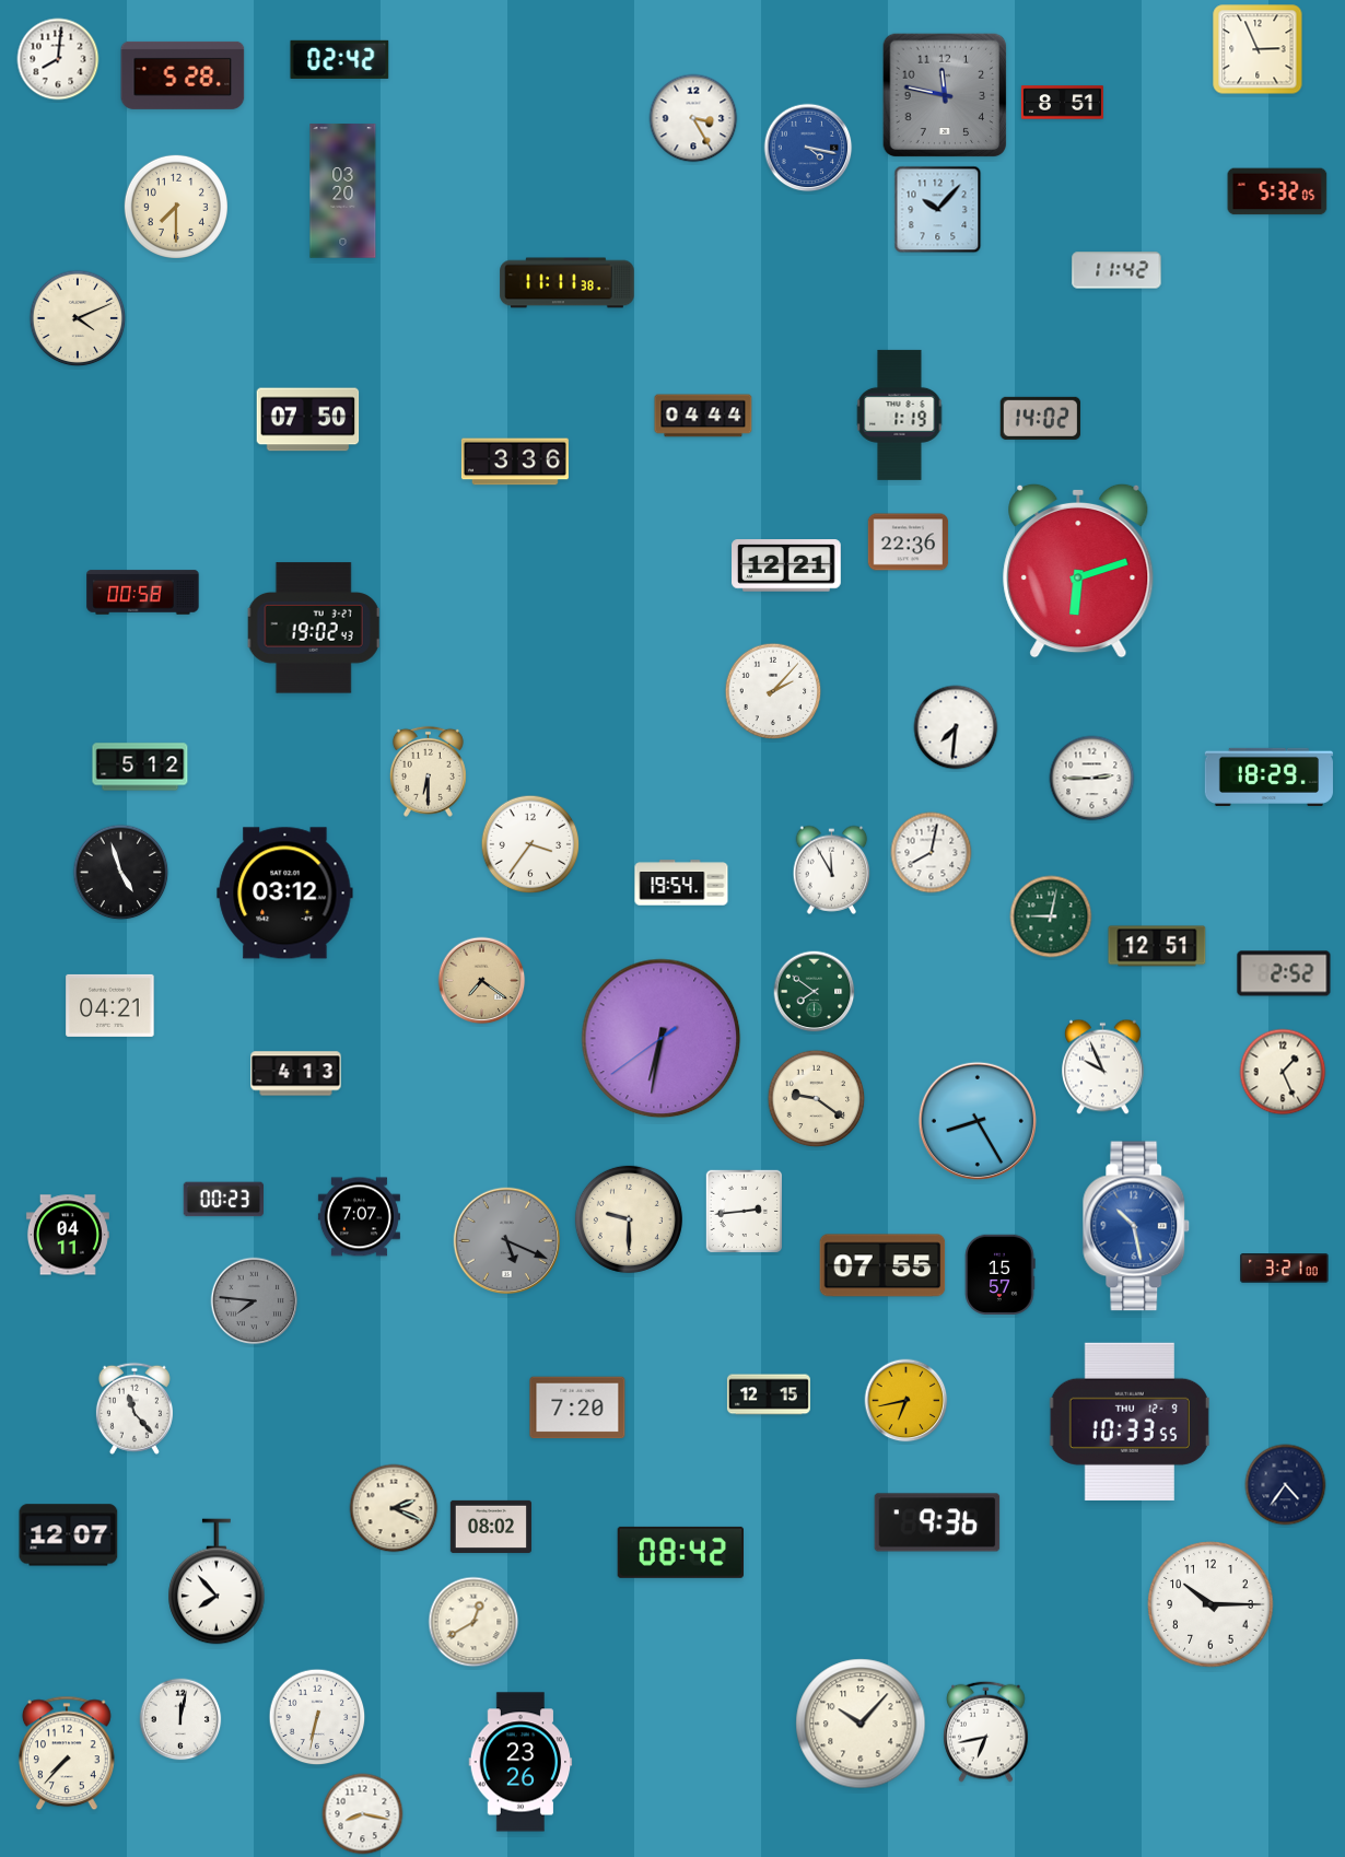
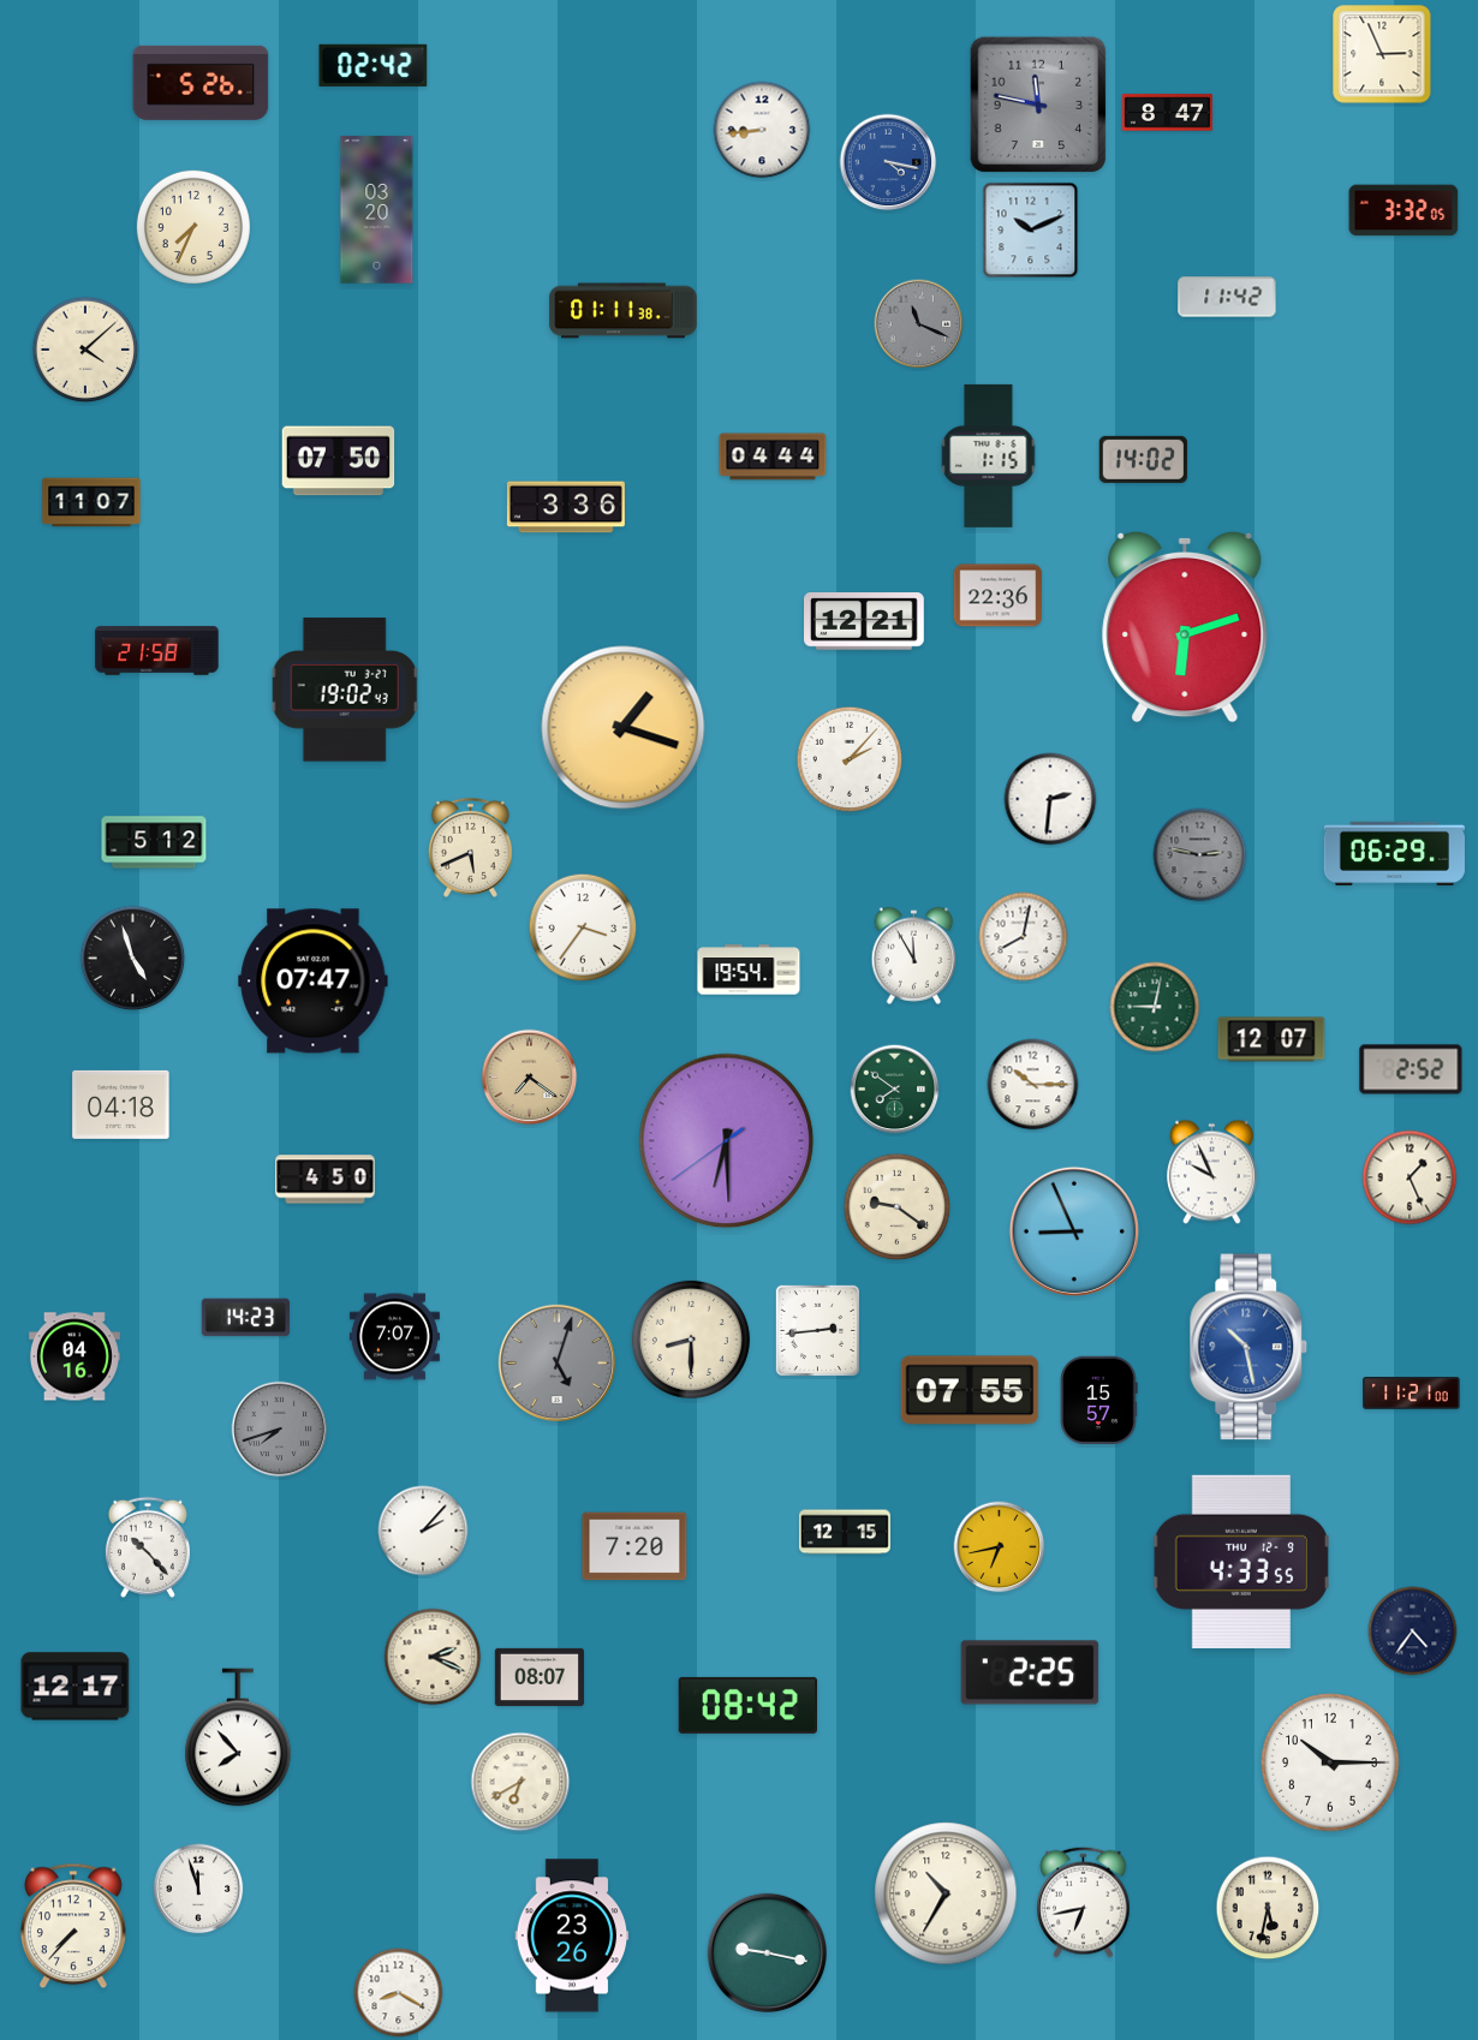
clock at (58, 59): 8:01 -> none
clock at (183, 75): 5:28 -> 5:26
clock at (1062, 103): 8:51 -> 8:47
clock at (693, 118): 3:25 -> 8:44
clock at (1277, 191): 5:32 -> 3:32
clock at (176, 207): 7:30 -> 7:34
clock at (938, 210): 10:07 -> 10:11
clock at (568, 283): 11:11 -> 01:11
clock at (919, 324): none -> 11:19
clock at (78, 318): 4:11 -> 4:08
clock at (900, 414): 1:19 -> 1:15
clock at (91, 502): none -> 11:07
clock at (143, 593): 00:58 -> 21:58
clock at (624, 728): none -> 1:18
clock at (956, 727): 7:31 -> 2:31
clock at (428, 771): 6:30 -> 5:41
clock at (1268, 776): 18:29 -> 06:29
clock at (1092, 779): 2:45 -> 2:47
clock at (1092, 779) dial: white -> grey
clock at (285, 894): 03:12 -> 07:47
clock at (1157, 946): 12:51 -> 12:07
clock at (1033, 1085): none -> 10:15
clock at (110, 1005): 04:21 -> 04:18
clock at (662, 1039): 6:31 -> 6:29
clock at (296, 1074): 4:13 -> 4:50
clock at (978, 1121): 8:25 -> 8:56
clock at (223, 1200): 00:23 -> 14:23
clock at (629, 1219): 9:30 -> 8:30
clock at (68, 1235): 04:11 -> 04:16
clock at (506, 1240): 5:19 -> 5:03
clock at (1285, 1269): 3:21 -> 11:21
clock at (255, 1301): 7:46 -> 7:42
clock at (423, 1531): none -> 2:07
clock at (907, 1401) position: (907, 1401) -> (1000, 1547)
clock at (134, 1409): 11:23 -> 10:23
clock at (1130, 1422): 10:33 -> 4:33
clock at (937, 1522): 9:36 -> 2:25
clock at (490, 1527): 08:02 -> 08:07
clock at (69, 1535): 12:07 -> 12:17
clock at (473, 1622): 12:40 -> 6:40
clock at (317, 1717): 6:32 -> none
clock at (180, 1719): 12:02 -> 11:57
clock at (861, 1724): 10:07 -> 10:35
clock at (1268, 1908): none -> 5:32
clock at (767, 1952): none -> 9:17
clock at (363, 1814): 8:17 -> 8:20
